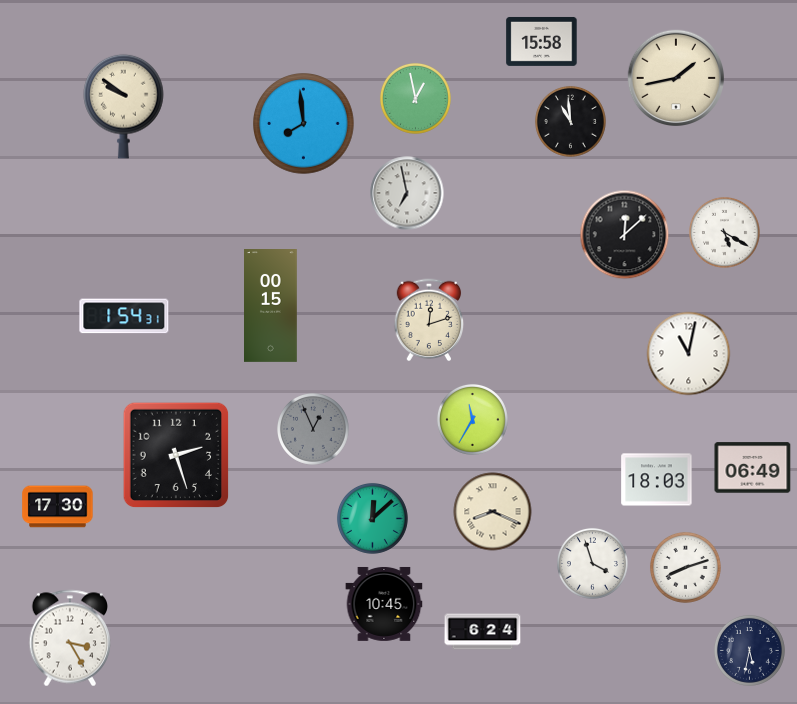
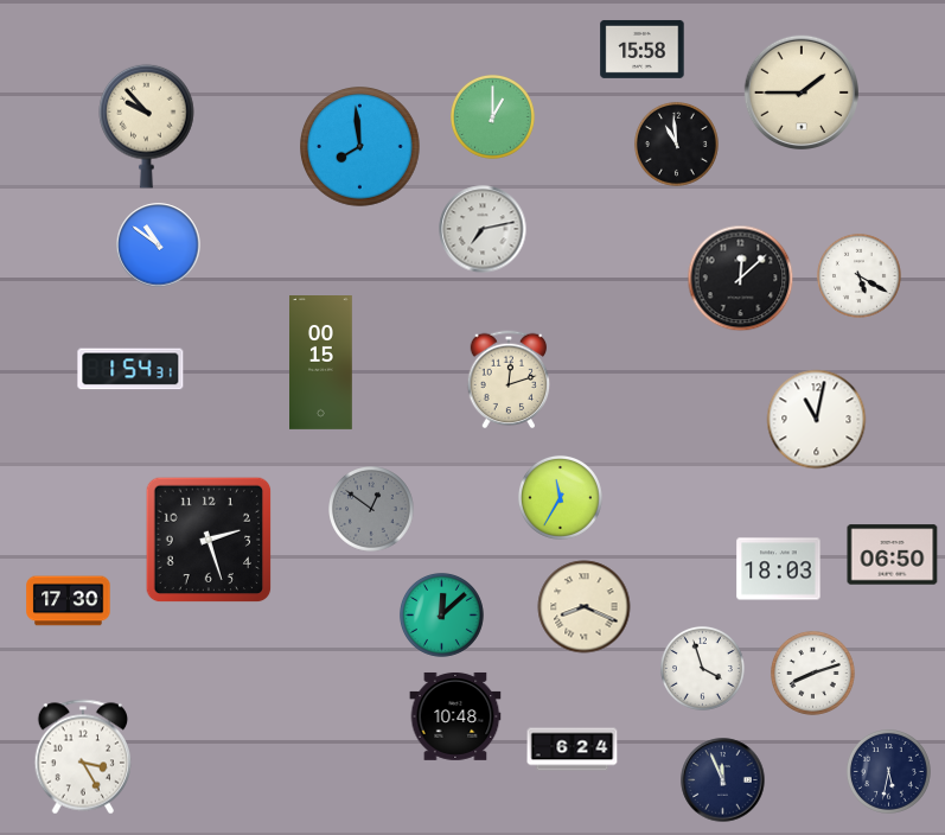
clock at (675, 77): 1:43 -> 1:45
clock at (415, 98): 12:58 -> 1:00
clock at (124, 106): 9:51 -> 9:53
clock at (407, 193): 6:58 -> 7:13
clock at (159, 246): none -> 10:51
clock at (124, 316) position: (124, 316) -> (130, 369)
clock at (314, 430): 12:56 -> 12:51
clock at (753, 468): 06:49 -> 06:50
clock at (384, 604): 10:45 -> 10:48
clock at (723, 780): none -> 11:56
